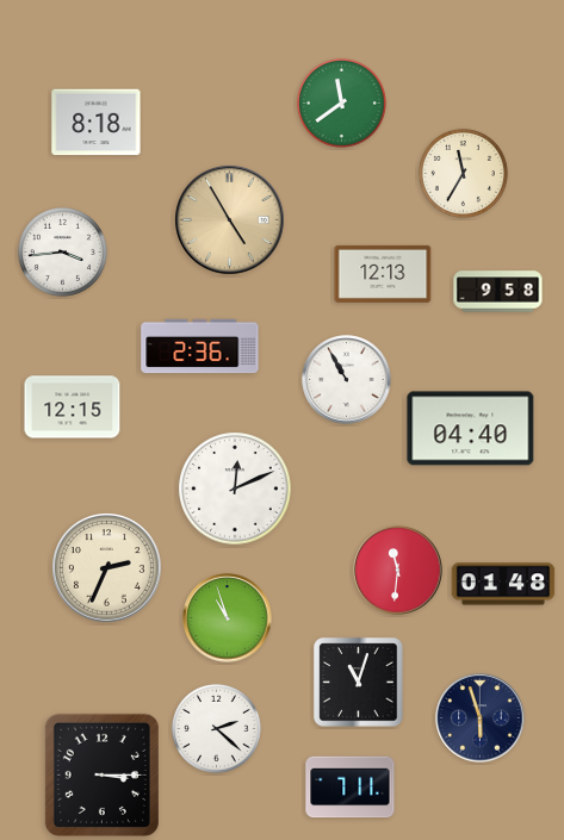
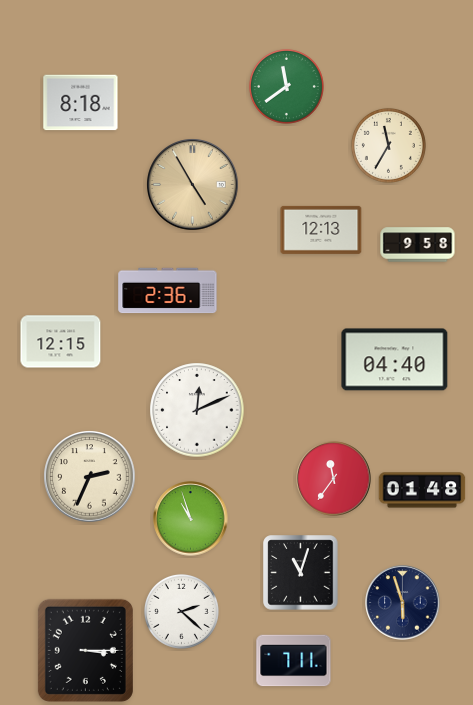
clock at (62, 251): 3:44 -> none
clock at (347, 380): 10:55 -> none
clock at (398, 571): 11:31 -> 11:36
